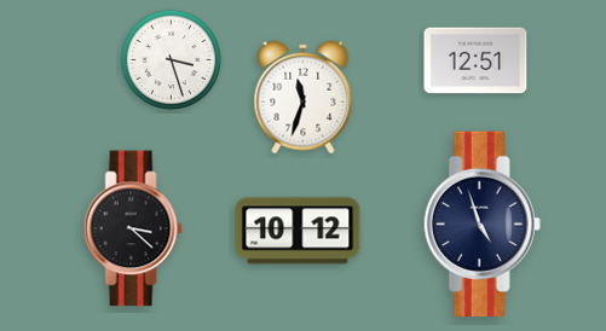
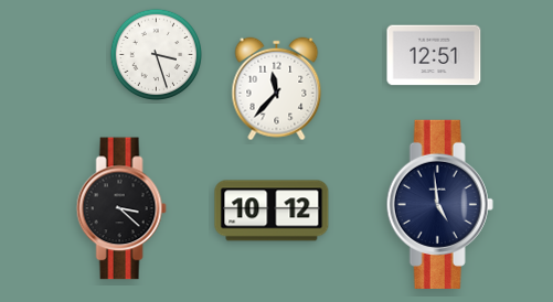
clock at (304, 98): 11:33 -> 11:37
clock at (481, 223): 4:57 -> 4:59
